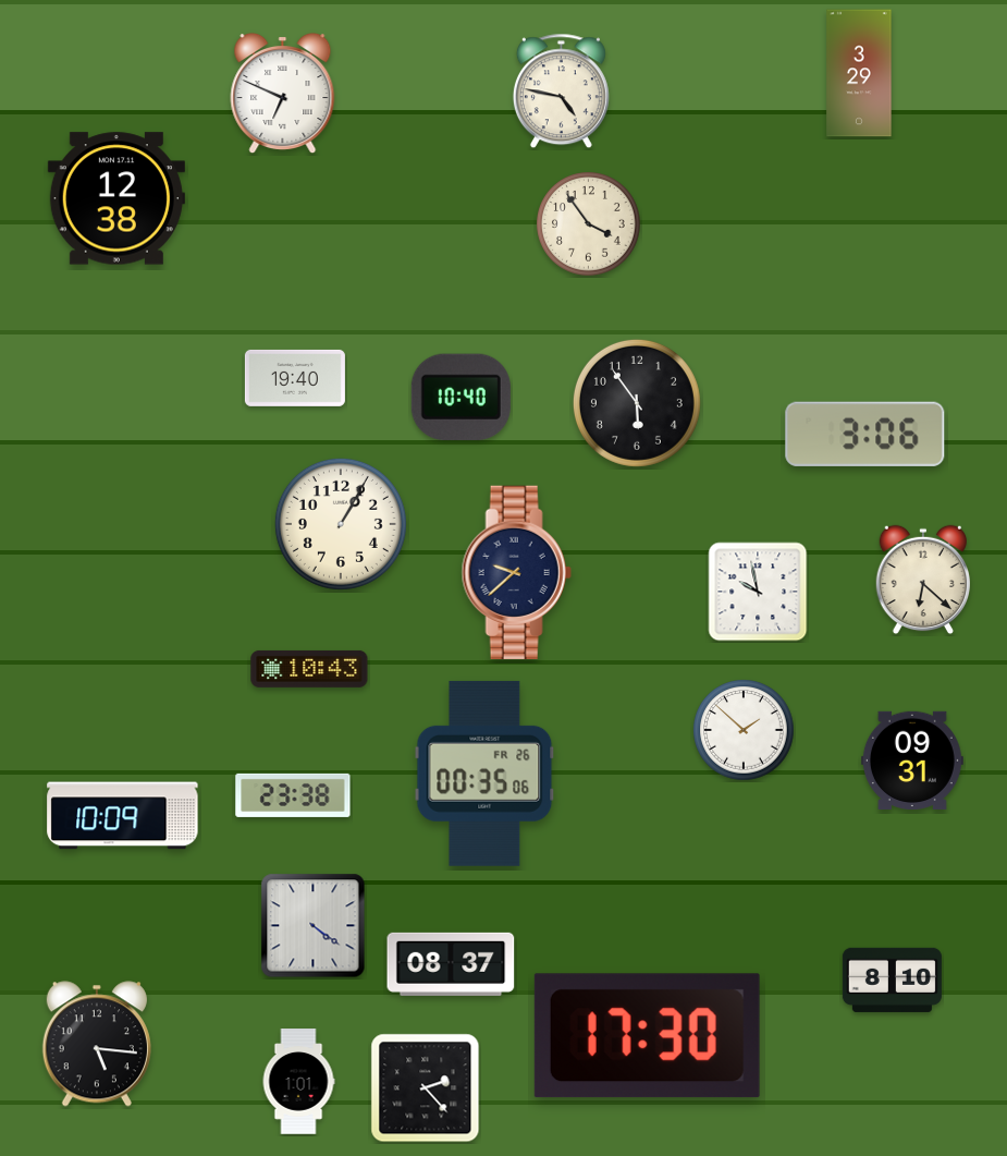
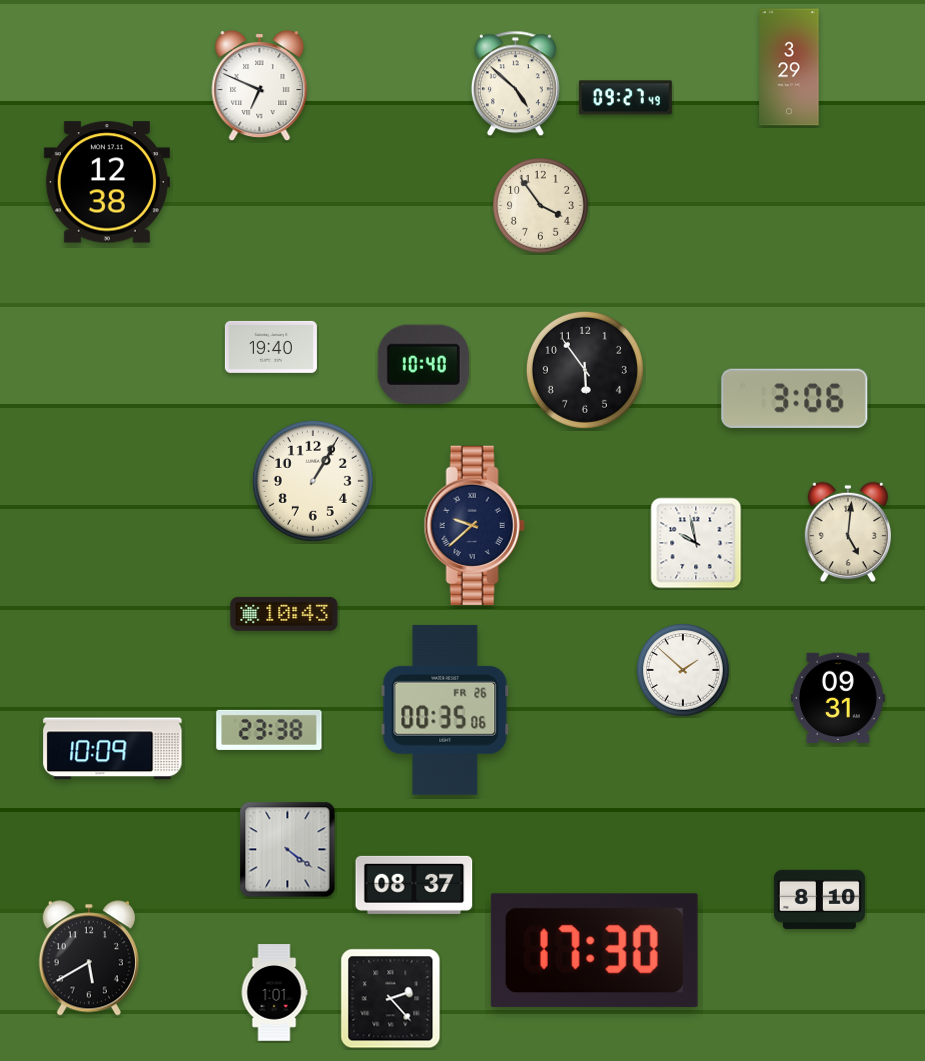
clock at (561, 92): 4:47 -> 4:52
clock at (625, 98): none -> 09:27
clock at (922, 580): 6:22 -> 5:01
clock at (97, 1044): 5:16 -> 5:40
